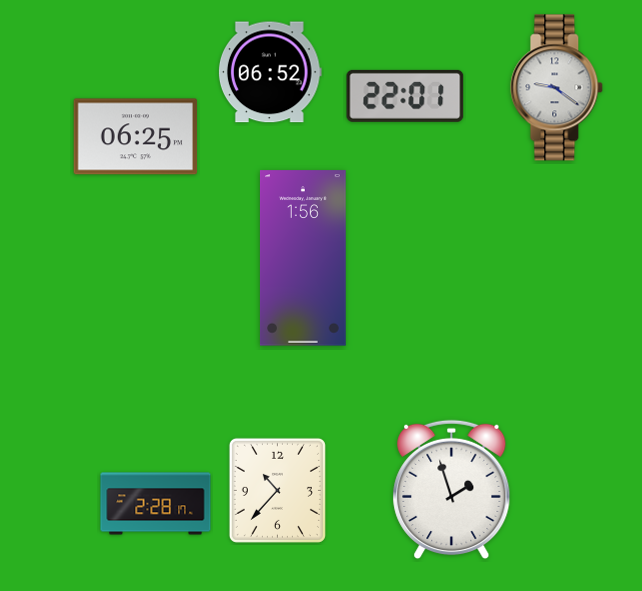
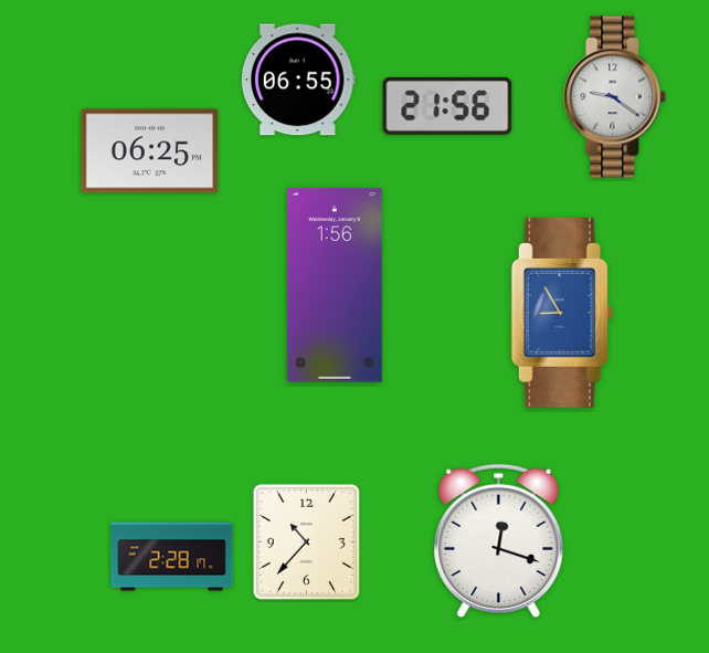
clock at (270, 72): 06:52 -> 06:55
clock at (405, 96): 22:01 -> 21:56
clock at (562, 313): none -> 8:55
clock at (452, 490): 1:57 -> 12:18
